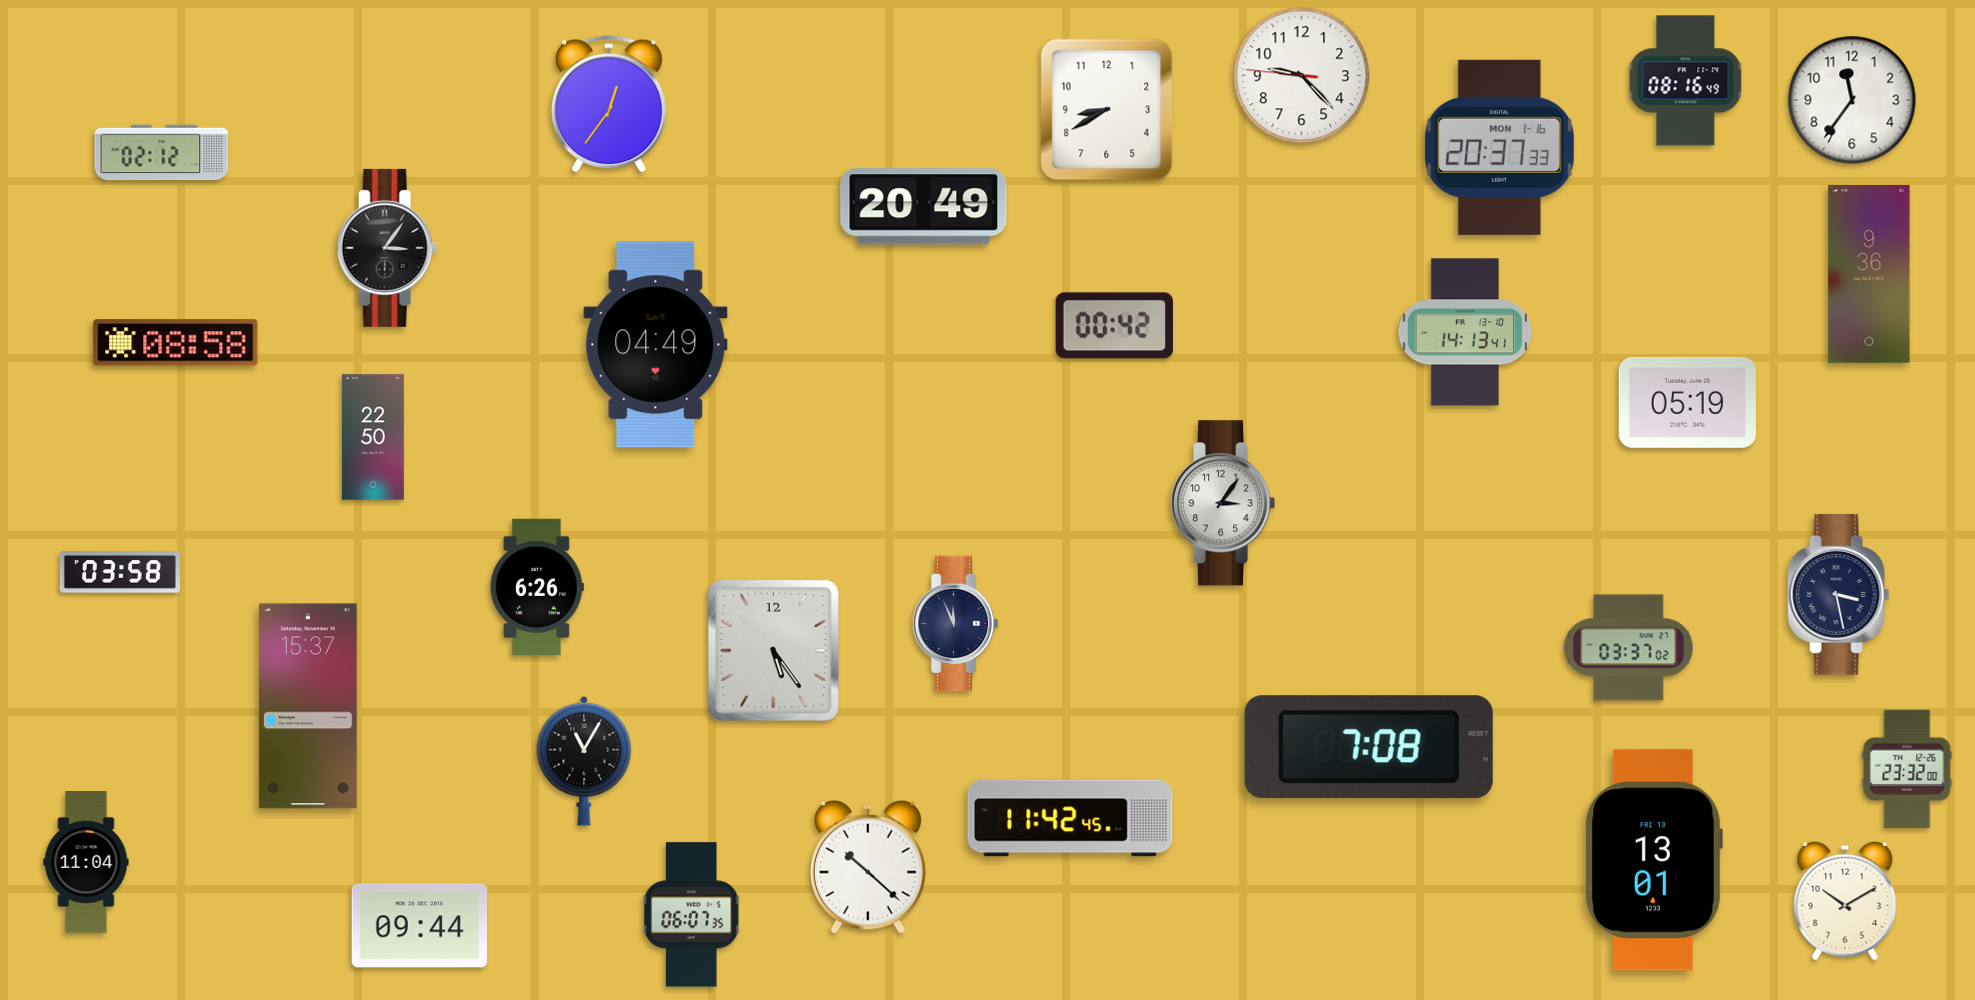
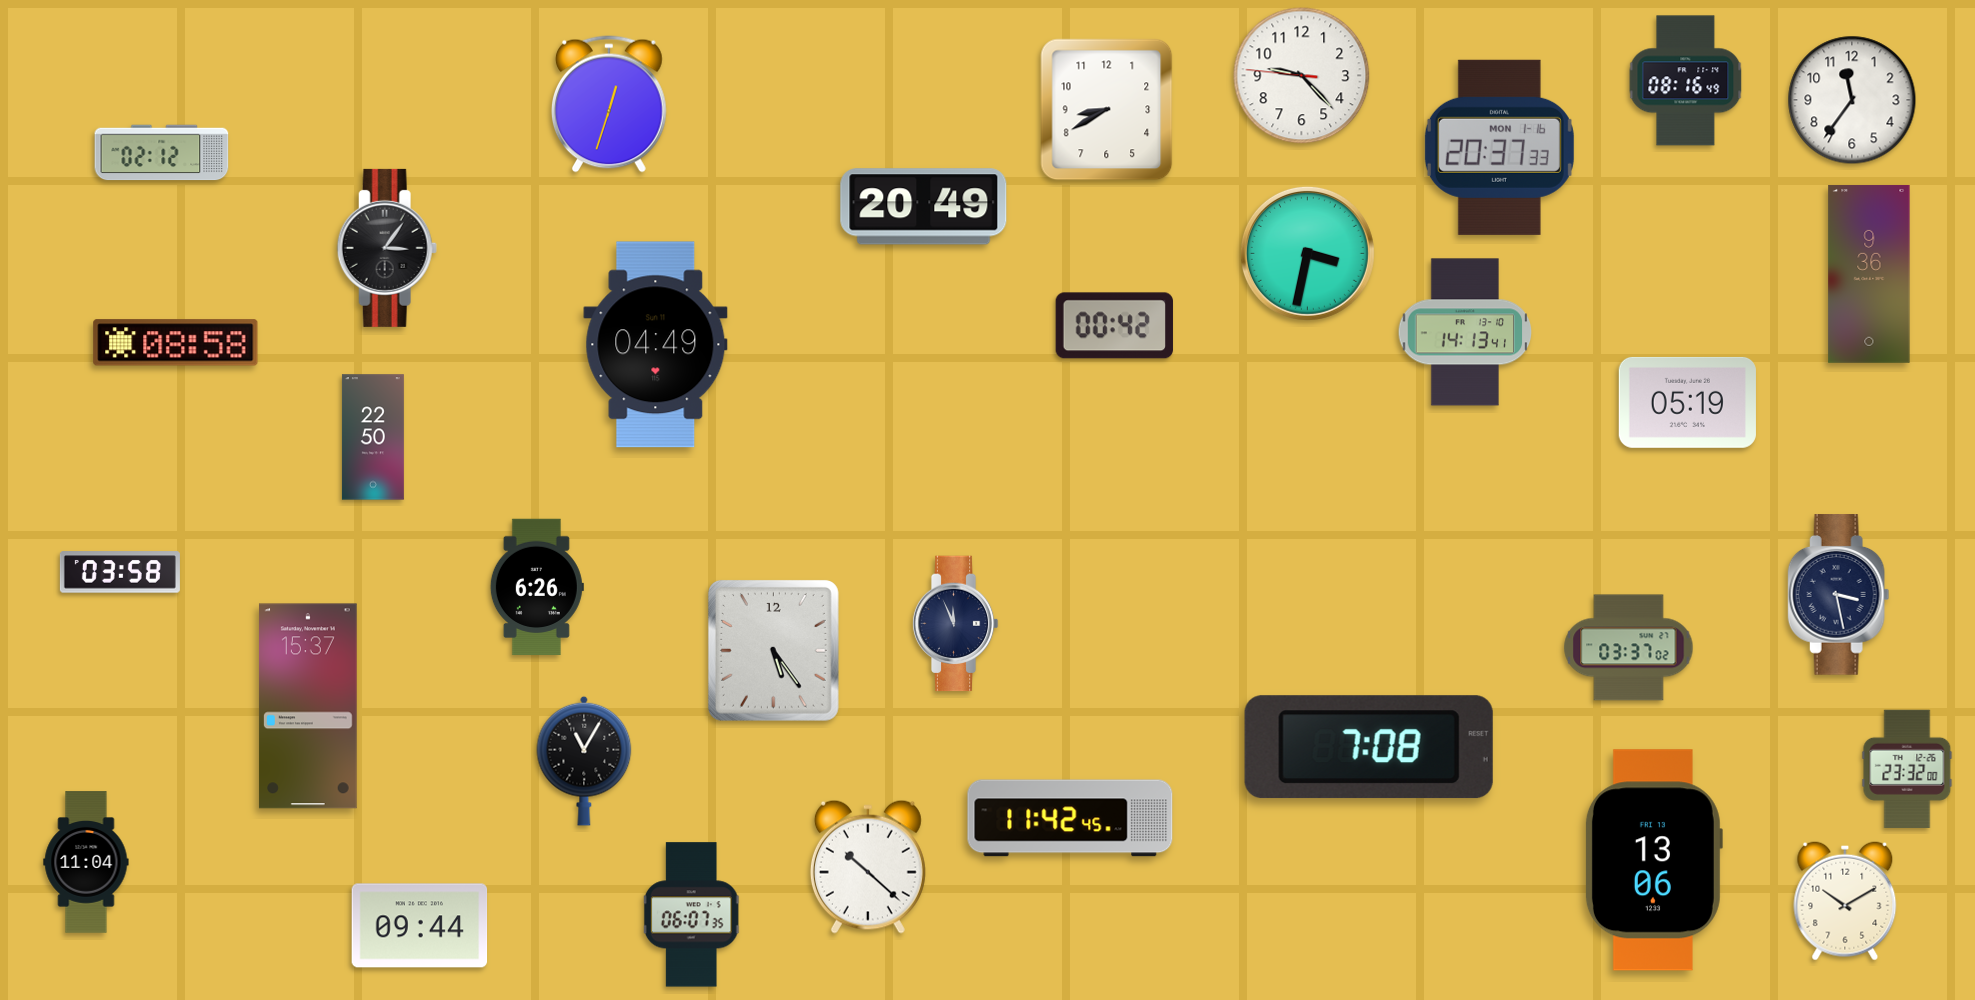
clock at (609, 104): 12:36 -> 12:33
clock at (1307, 253): none -> 3:32
clock at (1223, 503): 3:06 -> none
clock at (1653, 860): 13:01 -> 13:06
